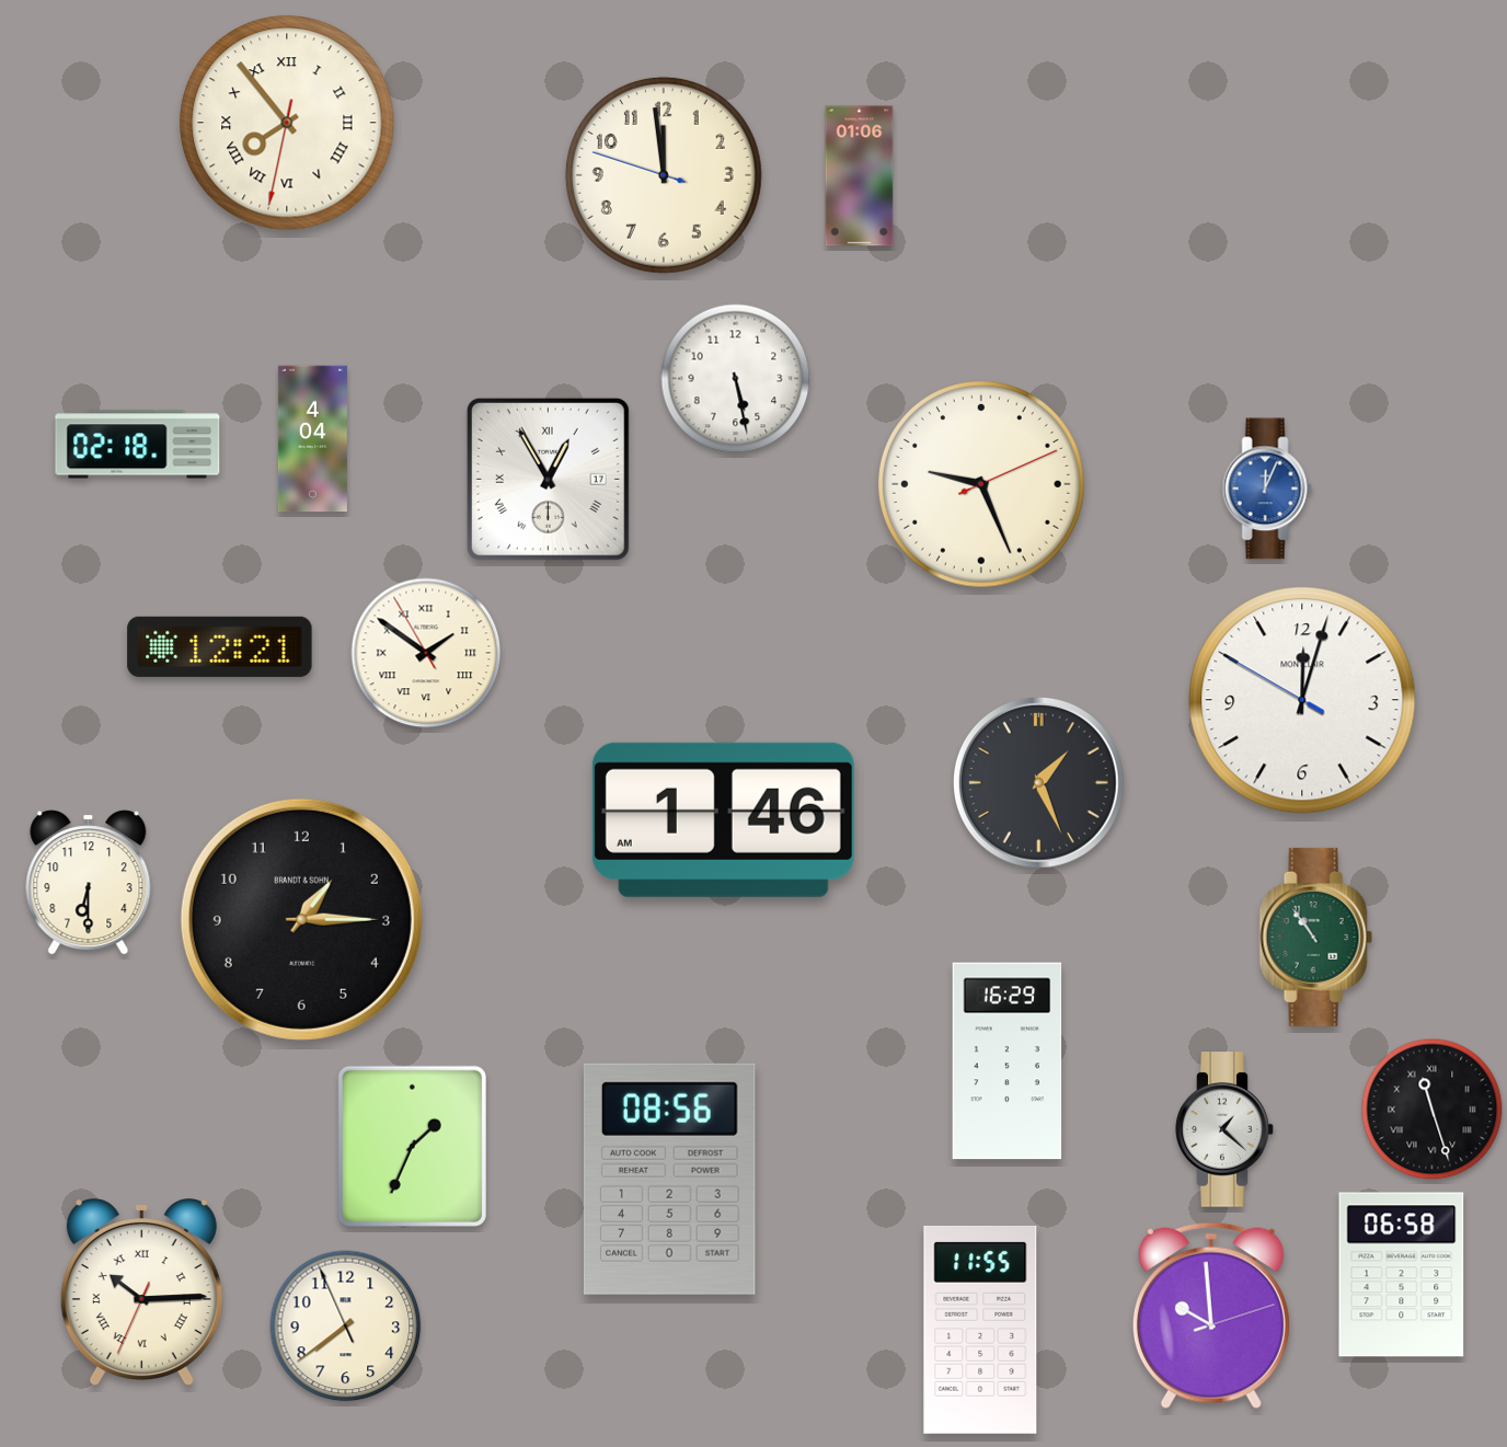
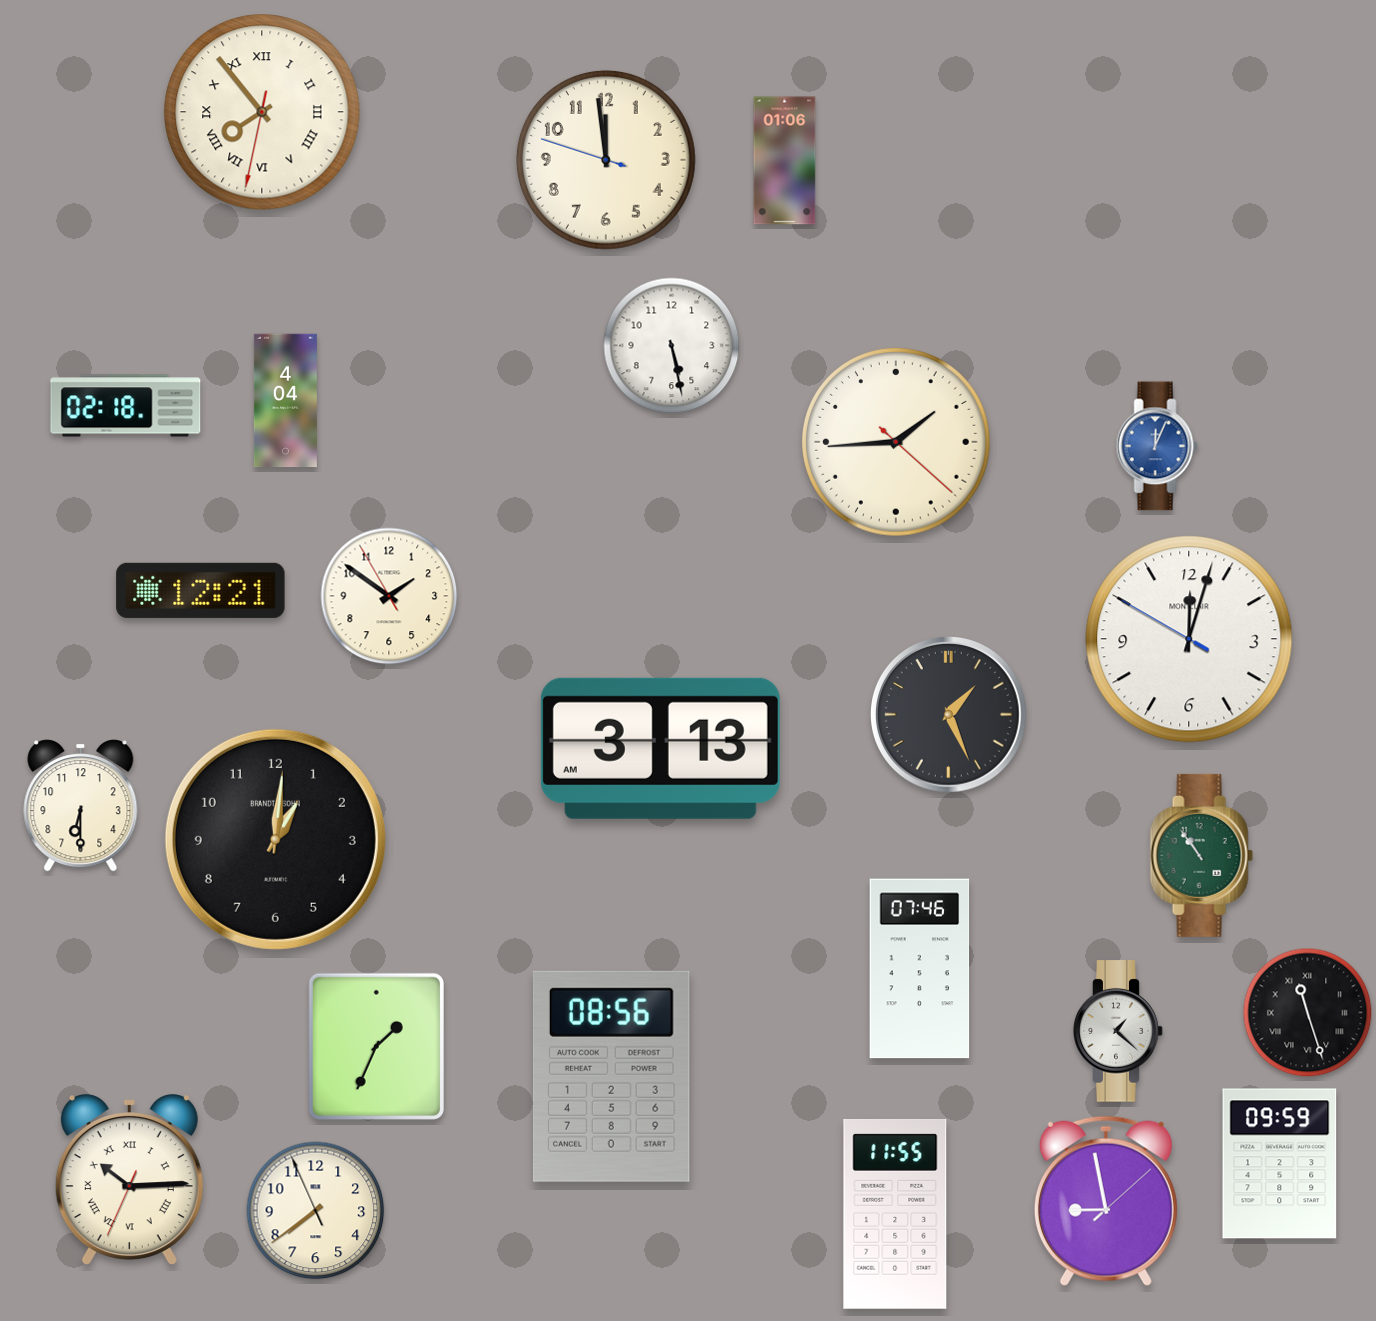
clock at (548, 479): 12:55 -> none
clock at (982, 485): 9:26 -> 1:44
clock at (426, 653) numerals: Roman -> Arabic
clock at (723, 819): 1:46 -> 3:13
clock at (301, 919): 1:15 -> 1:01
clock at (1008, 1061): 16:29 -> 07:46
clock at (1402, 1275): 06:58 -> 09:59
clock at (1211, 1316): 9:59 -> 8:58
